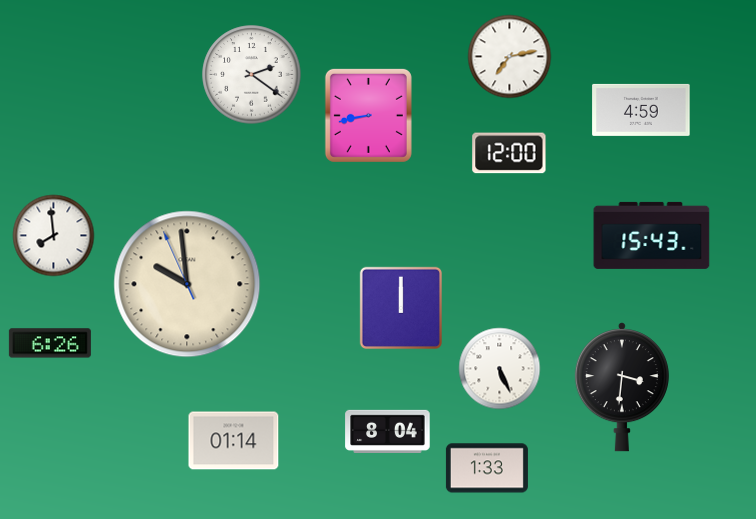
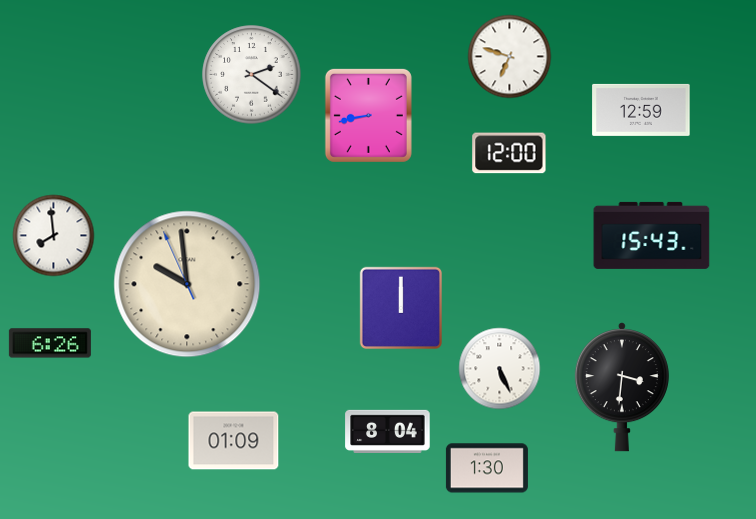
clock at (510, 57): 7:13 -> 6:48
clock at (641, 110): 4:59 -> 12:59
clock at (234, 441): 01:14 -> 01:09
clock at (487, 468): 1:33 -> 1:30
